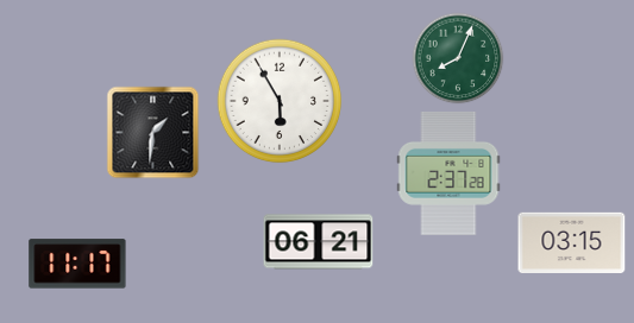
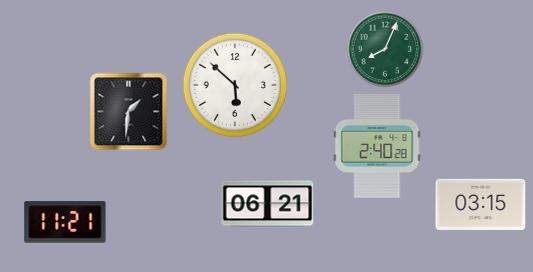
clock at (280, 101): 5:55 -> 5:52
clock at (448, 173): 2:37 -> 2:40
clock at (77, 264): 11:17 -> 11:21
